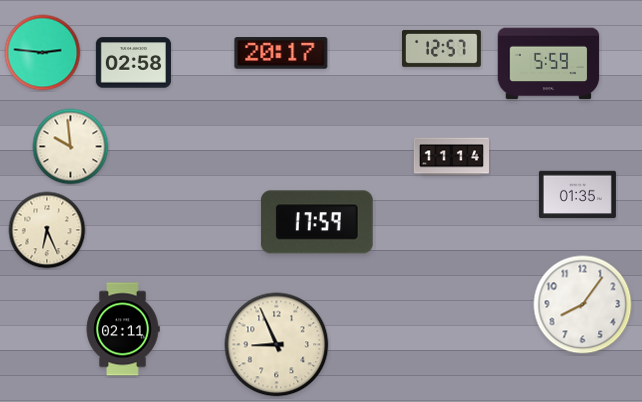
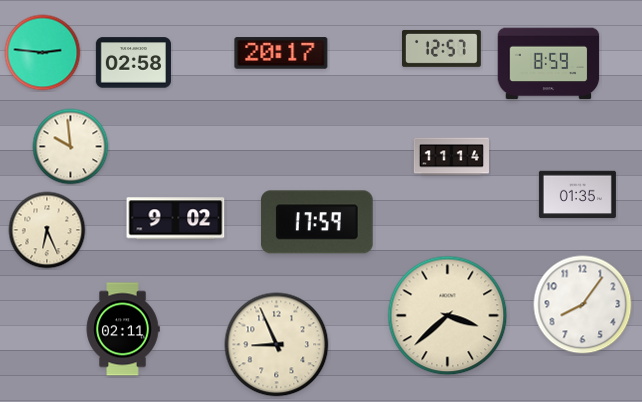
clock at (549, 64): 5:59 -> 8:59
clock at (176, 219): none -> 9:02
clock at (448, 316): none -> 3:38
